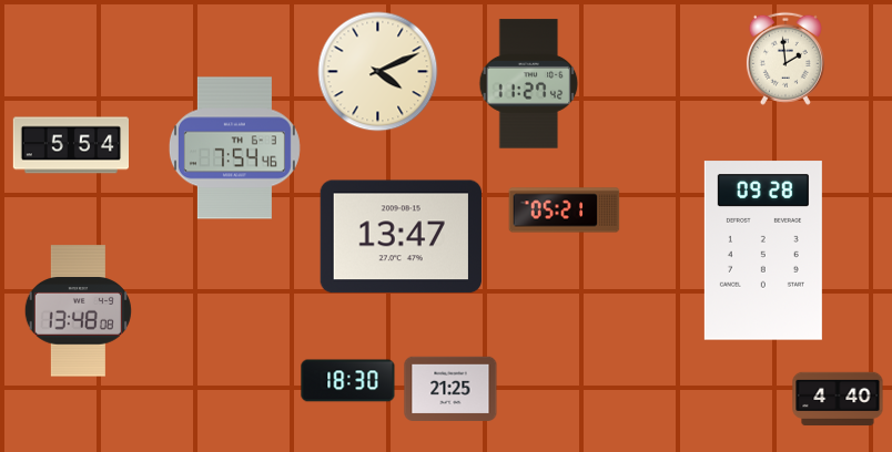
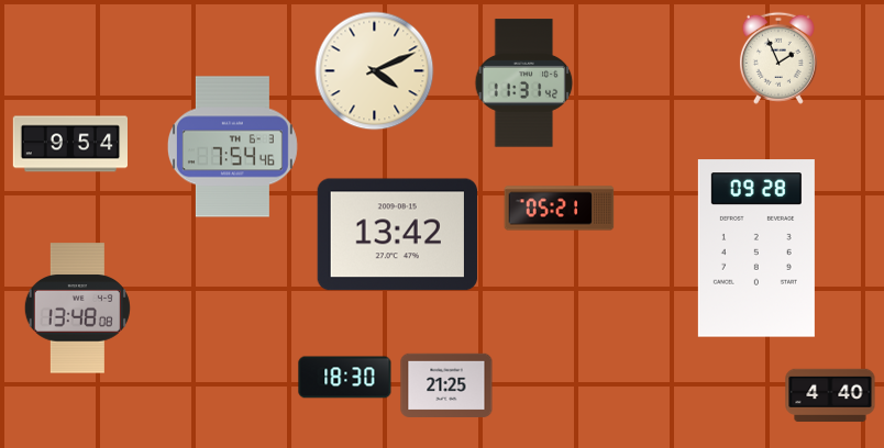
clock at (785, 59): 1:59 -> 1:56
clock at (529, 84): 11:27 -> 11:31
clock at (70, 145): 5:54 -> 9:54
clock at (401, 237): 13:47 -> 13:42
